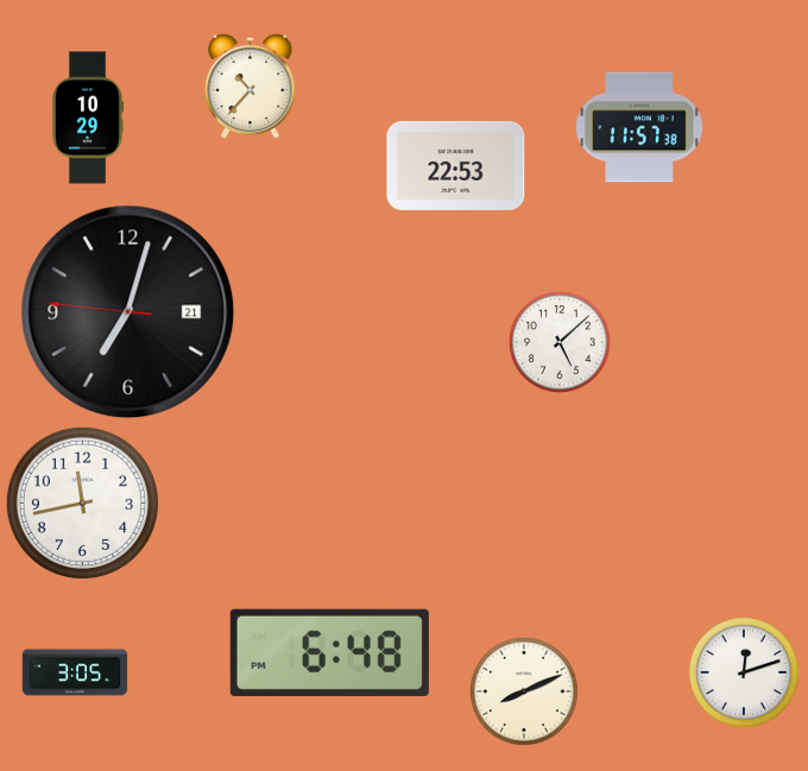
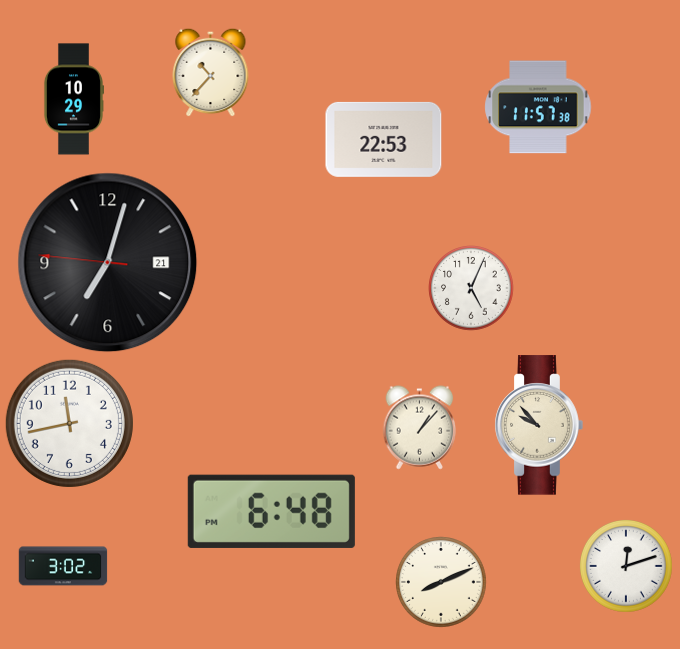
clock at (560, 342): 5:08 -> 5:04
clock at (539, 425): none -> 9:53
clock at (420, 428): none -> 1:07
clock at (329, 652) position: (329, 652) -> (271, 511)
clock at (75, 672): 3:05 -> 3:02
